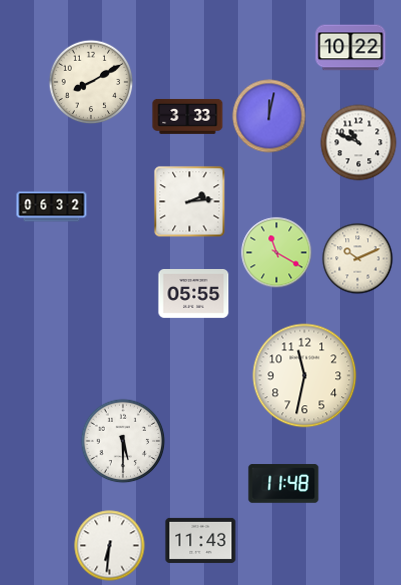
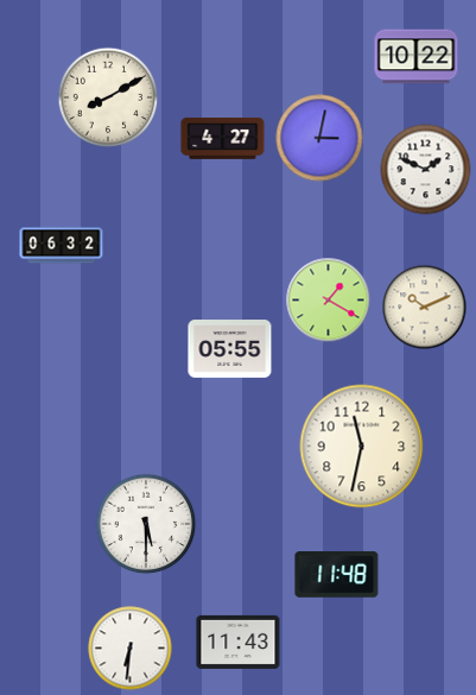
clock at (188, 116): 3:33 -> 4:27
clock at (269, 116): 12:02 -> 3:02
clock at (359, 143): 10:49 -> 1:49
clock at (190, 202): 2:14 -> none
clock at (277, 253): 11:20 -> 1:20
